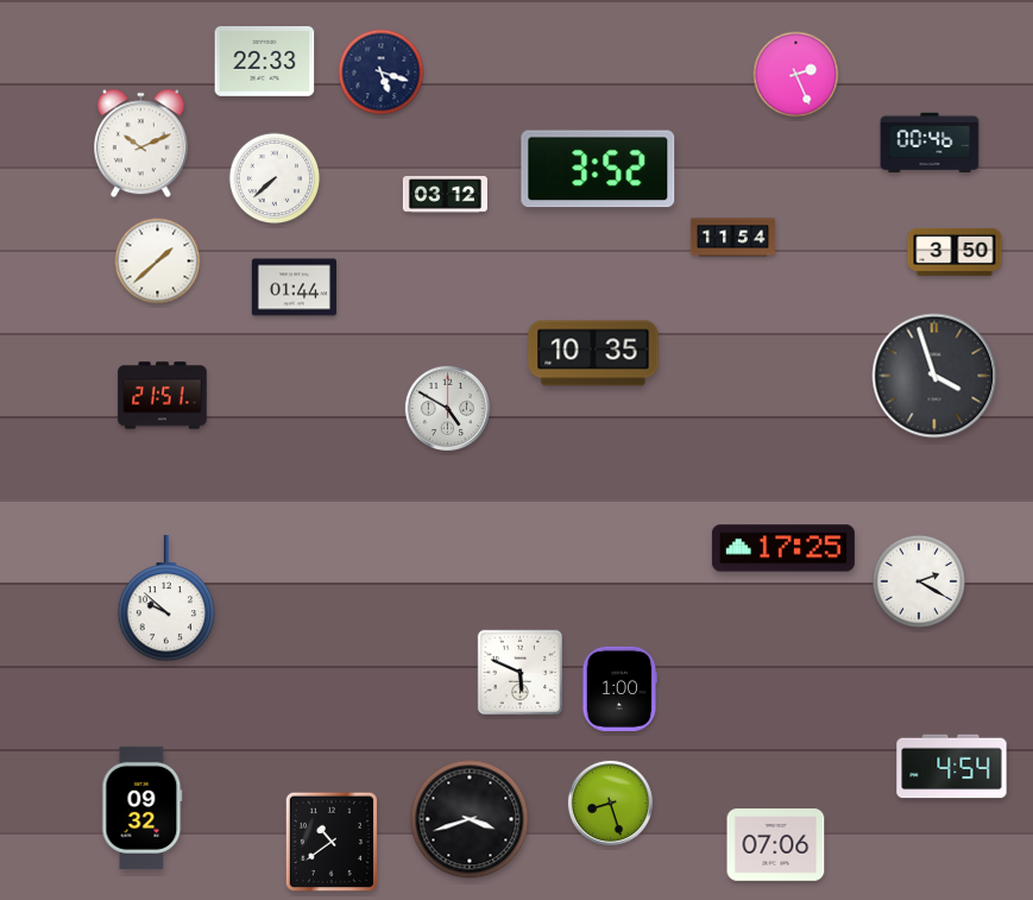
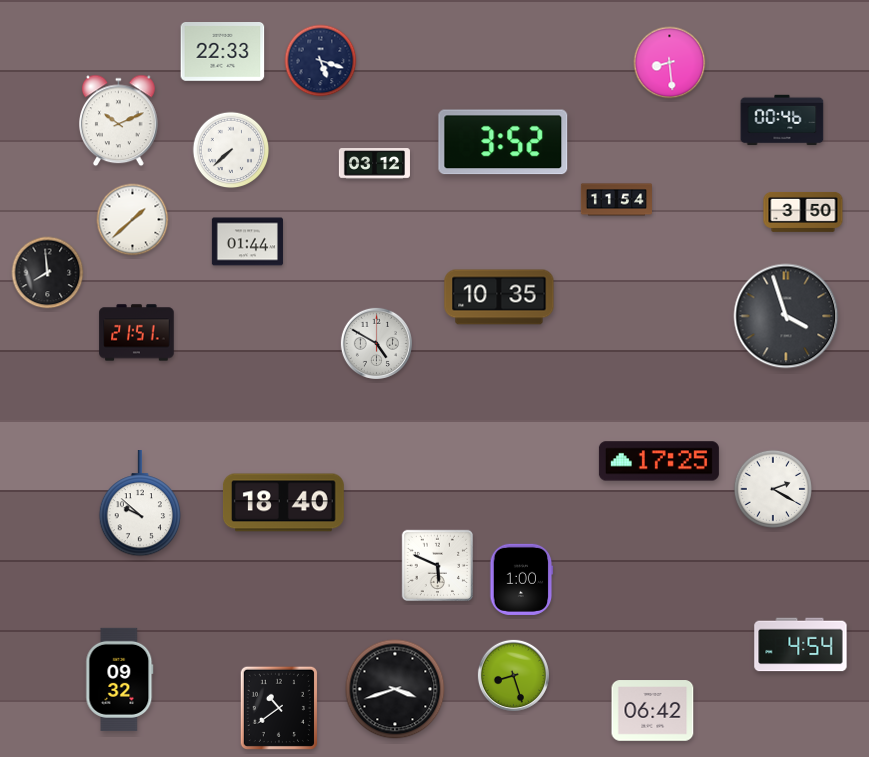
clock at (796, 75): 2:26 -> 8:29
clock at (48, 273): none -> 7:59
clock at (283, 503): none -> 18:40
clock at (776, 845): 07:06 -> 06:42
